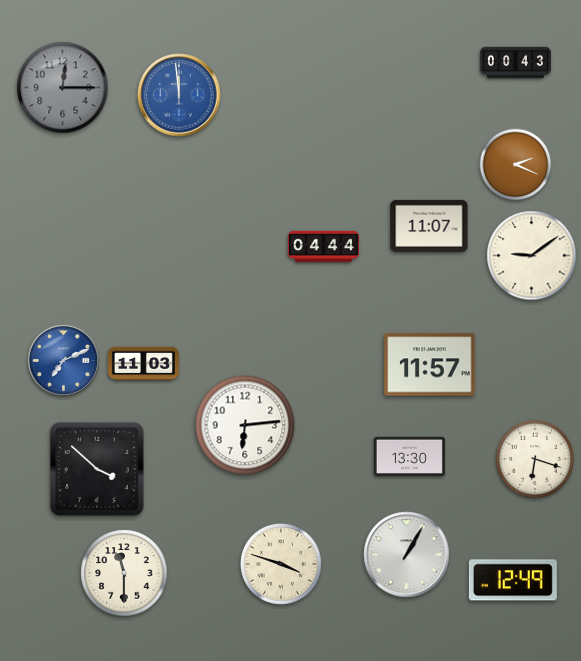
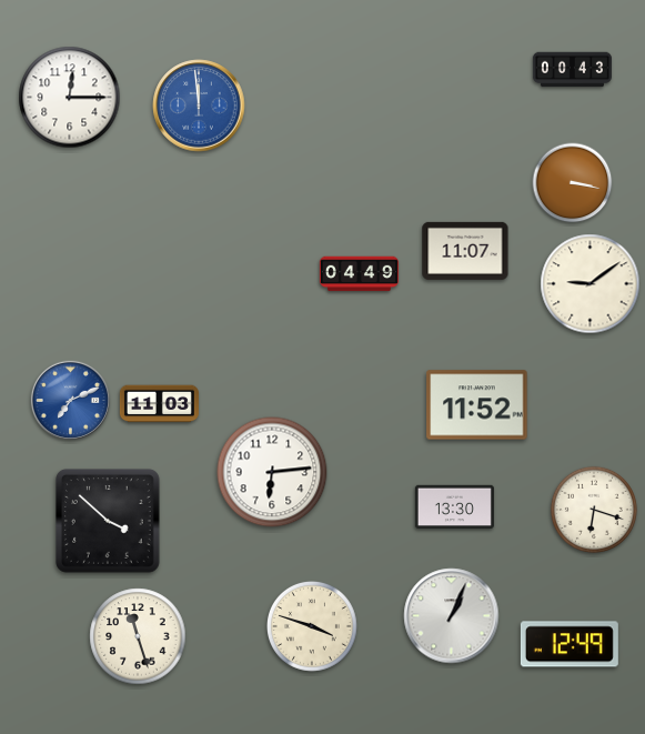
clock at (63, 88) dial: grey -> white
clock at (516, 165): 2:19 -> 3:17
clock at (429, 226) position: (429, 226) -> (465, 251)
clock at (323, 247): 04:44 -> 04:49
clock at (430, 365): 11:57 -> 11:52
clock at (407, 555): 1:05 -> 1:04
clock at (124, 573): 11:30 -> 11:27
